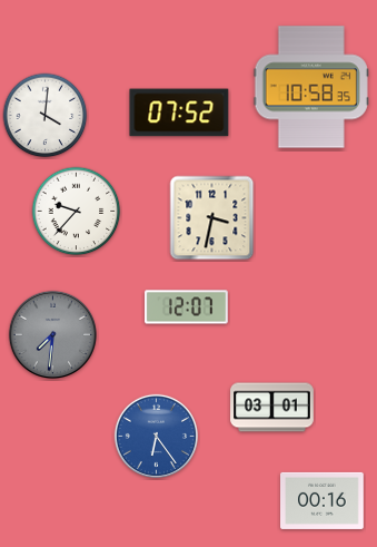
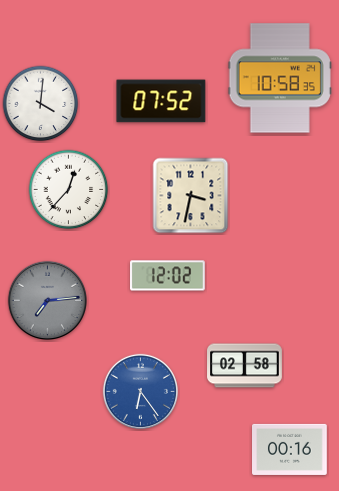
clock at (77, 212): 9:37 -> 12:37
clock at (187, 307): 12:07 -> 12:02
clock at (52, 334): 7:31 -> 7:14
clock at (272, 408): 03:01 -> 02:58
